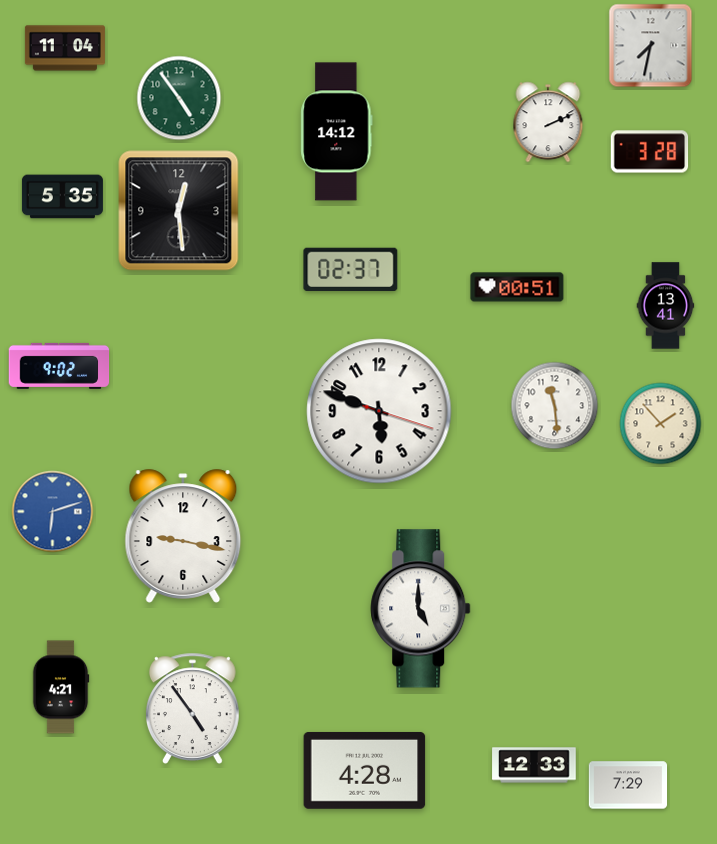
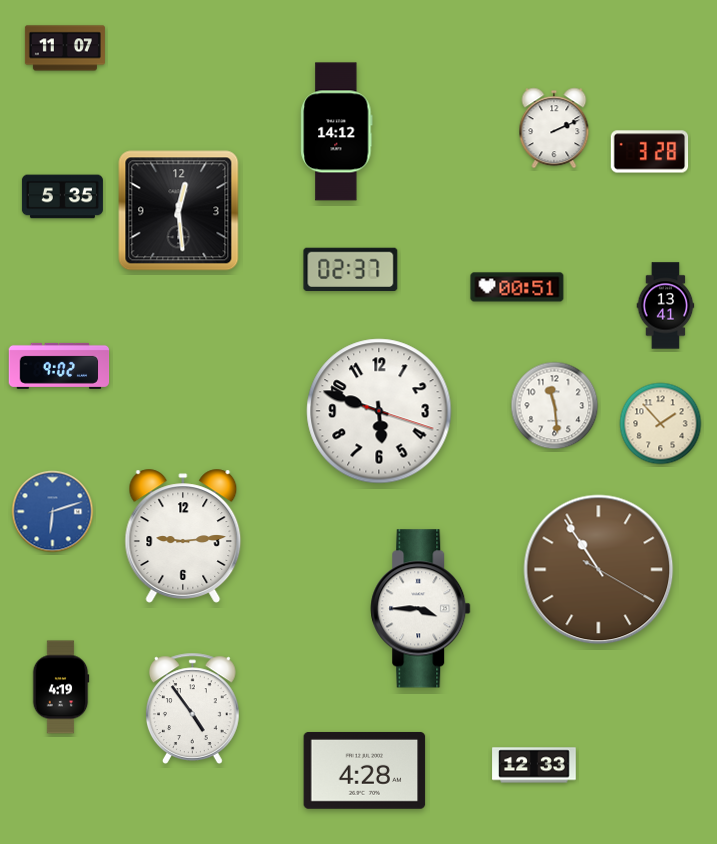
clock at (651, 46): 7:32 -> none
clock at (65, 48): 11:04 -> 11:07
clock at (179, 98): 4:54 -> none
clock at (548, 122) position: (548, 122) -> (554, 128)
clock at (183, 536): 9:17 -> 9:14
clock at (599, 570): none -> 10:54
clock at (421, 609): 5:00 -> 3:45
clock at (61, 687): 4:21 -> 4:19
clock at (628, 785): 7:29 -> none
